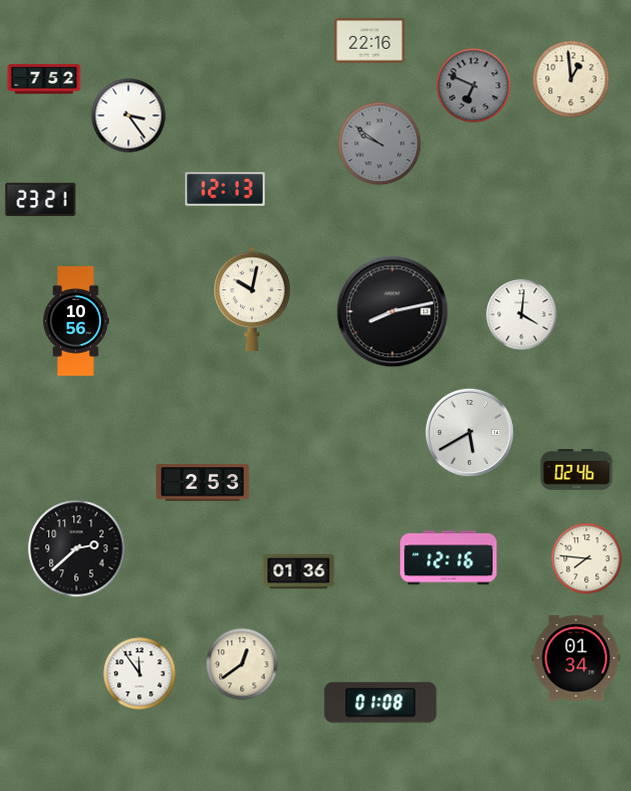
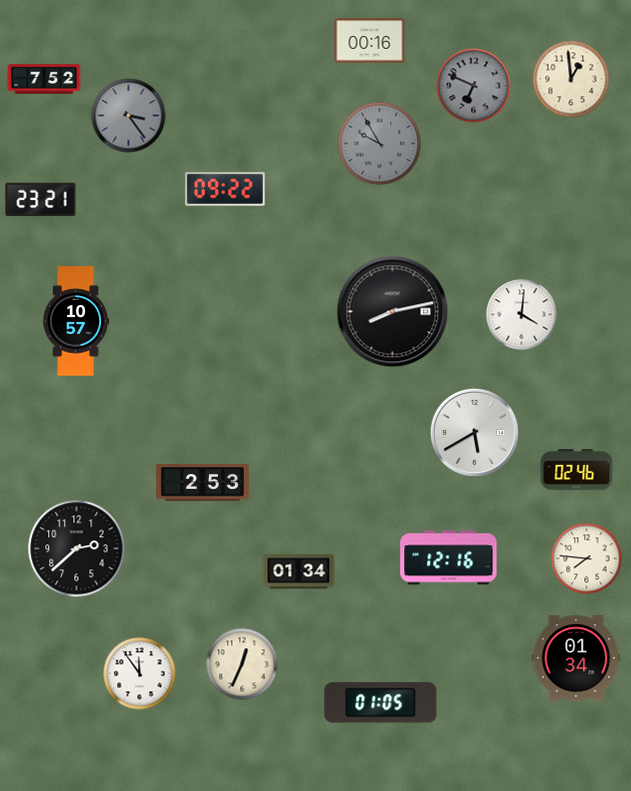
clock at (370, 41): 22:16 -> 00:16
clock at (129, 116) dial: white -> grey
clock at (380, 144): 9:51 -> 9:55
clock at (225, 189): 12:13 -> 09:22
clock at (252, 299): 10:02 -> none
clock at (76, 321): 10:56 -> 10:57
clock at (469, 432) position: (469, 432) -> (474, 432)
clock at (299, 572): 01:36 -> 01:34
clock at (242, 664): 12:39 -> 12:34
clock at (381, 703): 01:08 -> 01:05
